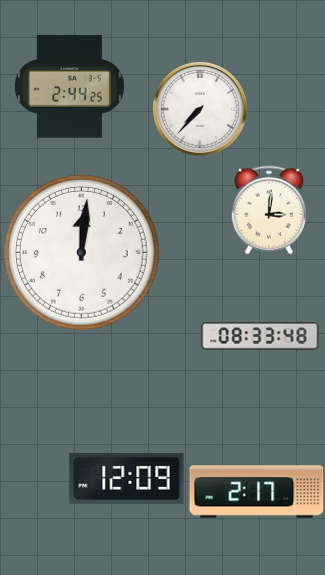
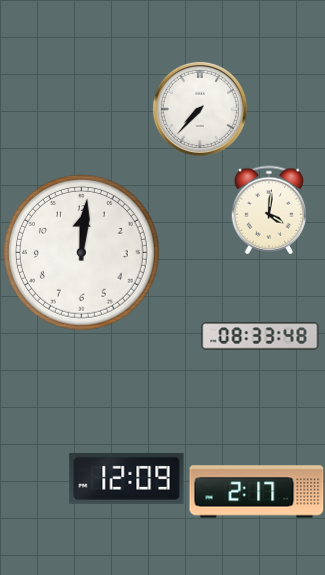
clock at (69, 87): 2:44 -> none
clock at (268, 210): 3:01 -> 4:01
